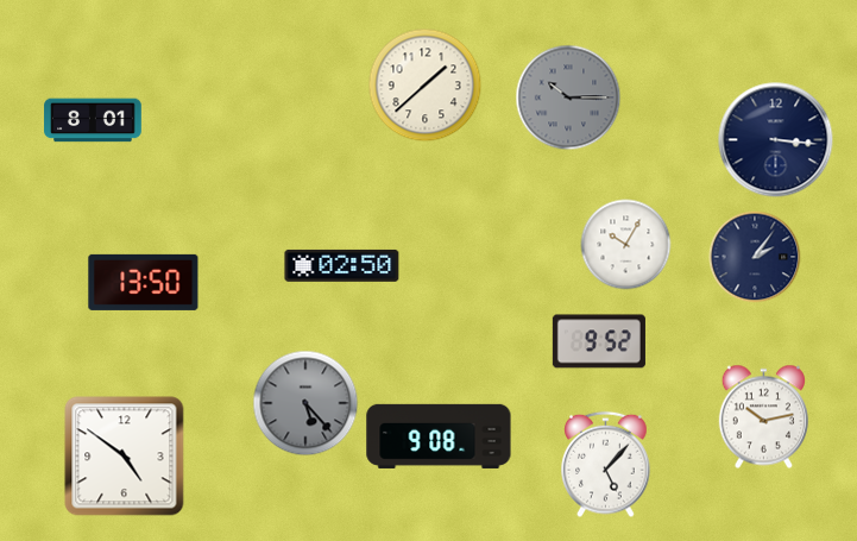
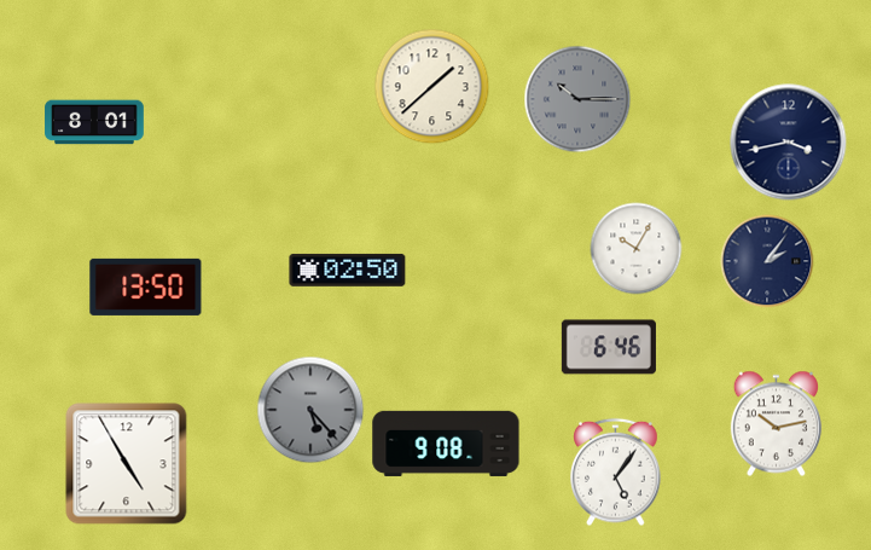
clock at (776, 140): 3:16 -> 3:43
clock at (599, 341): 9:52 -> 6:46
clock at (125, 457): 4:51 -> 4:55
clock at (606, 465): 5:07 -> 5:06
